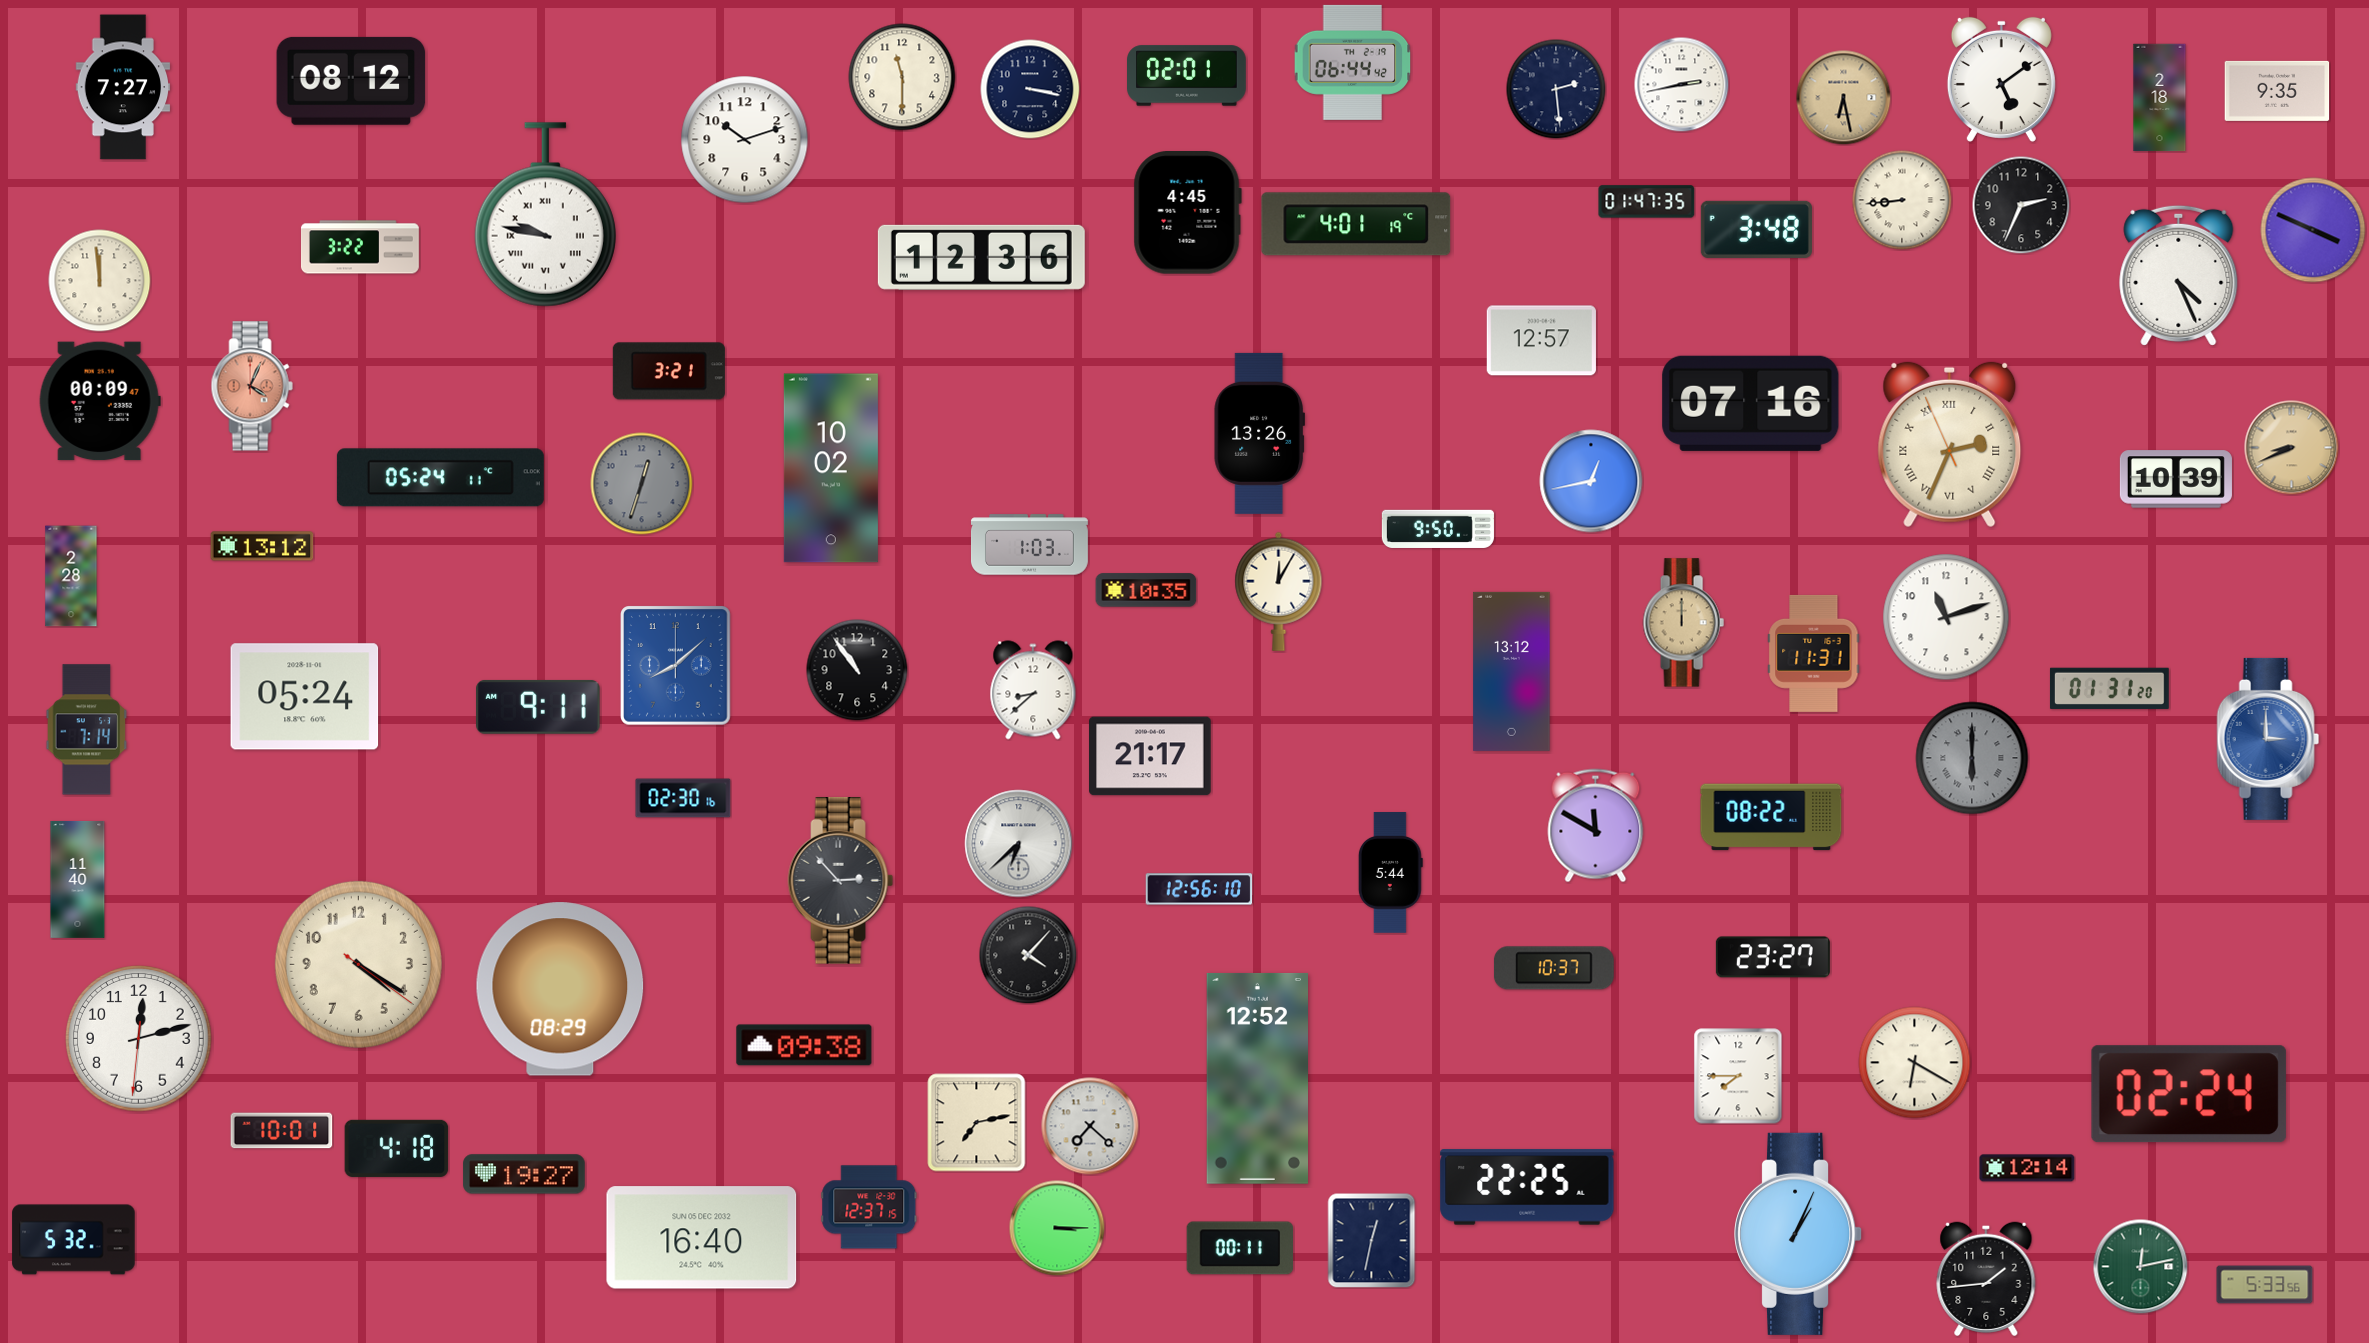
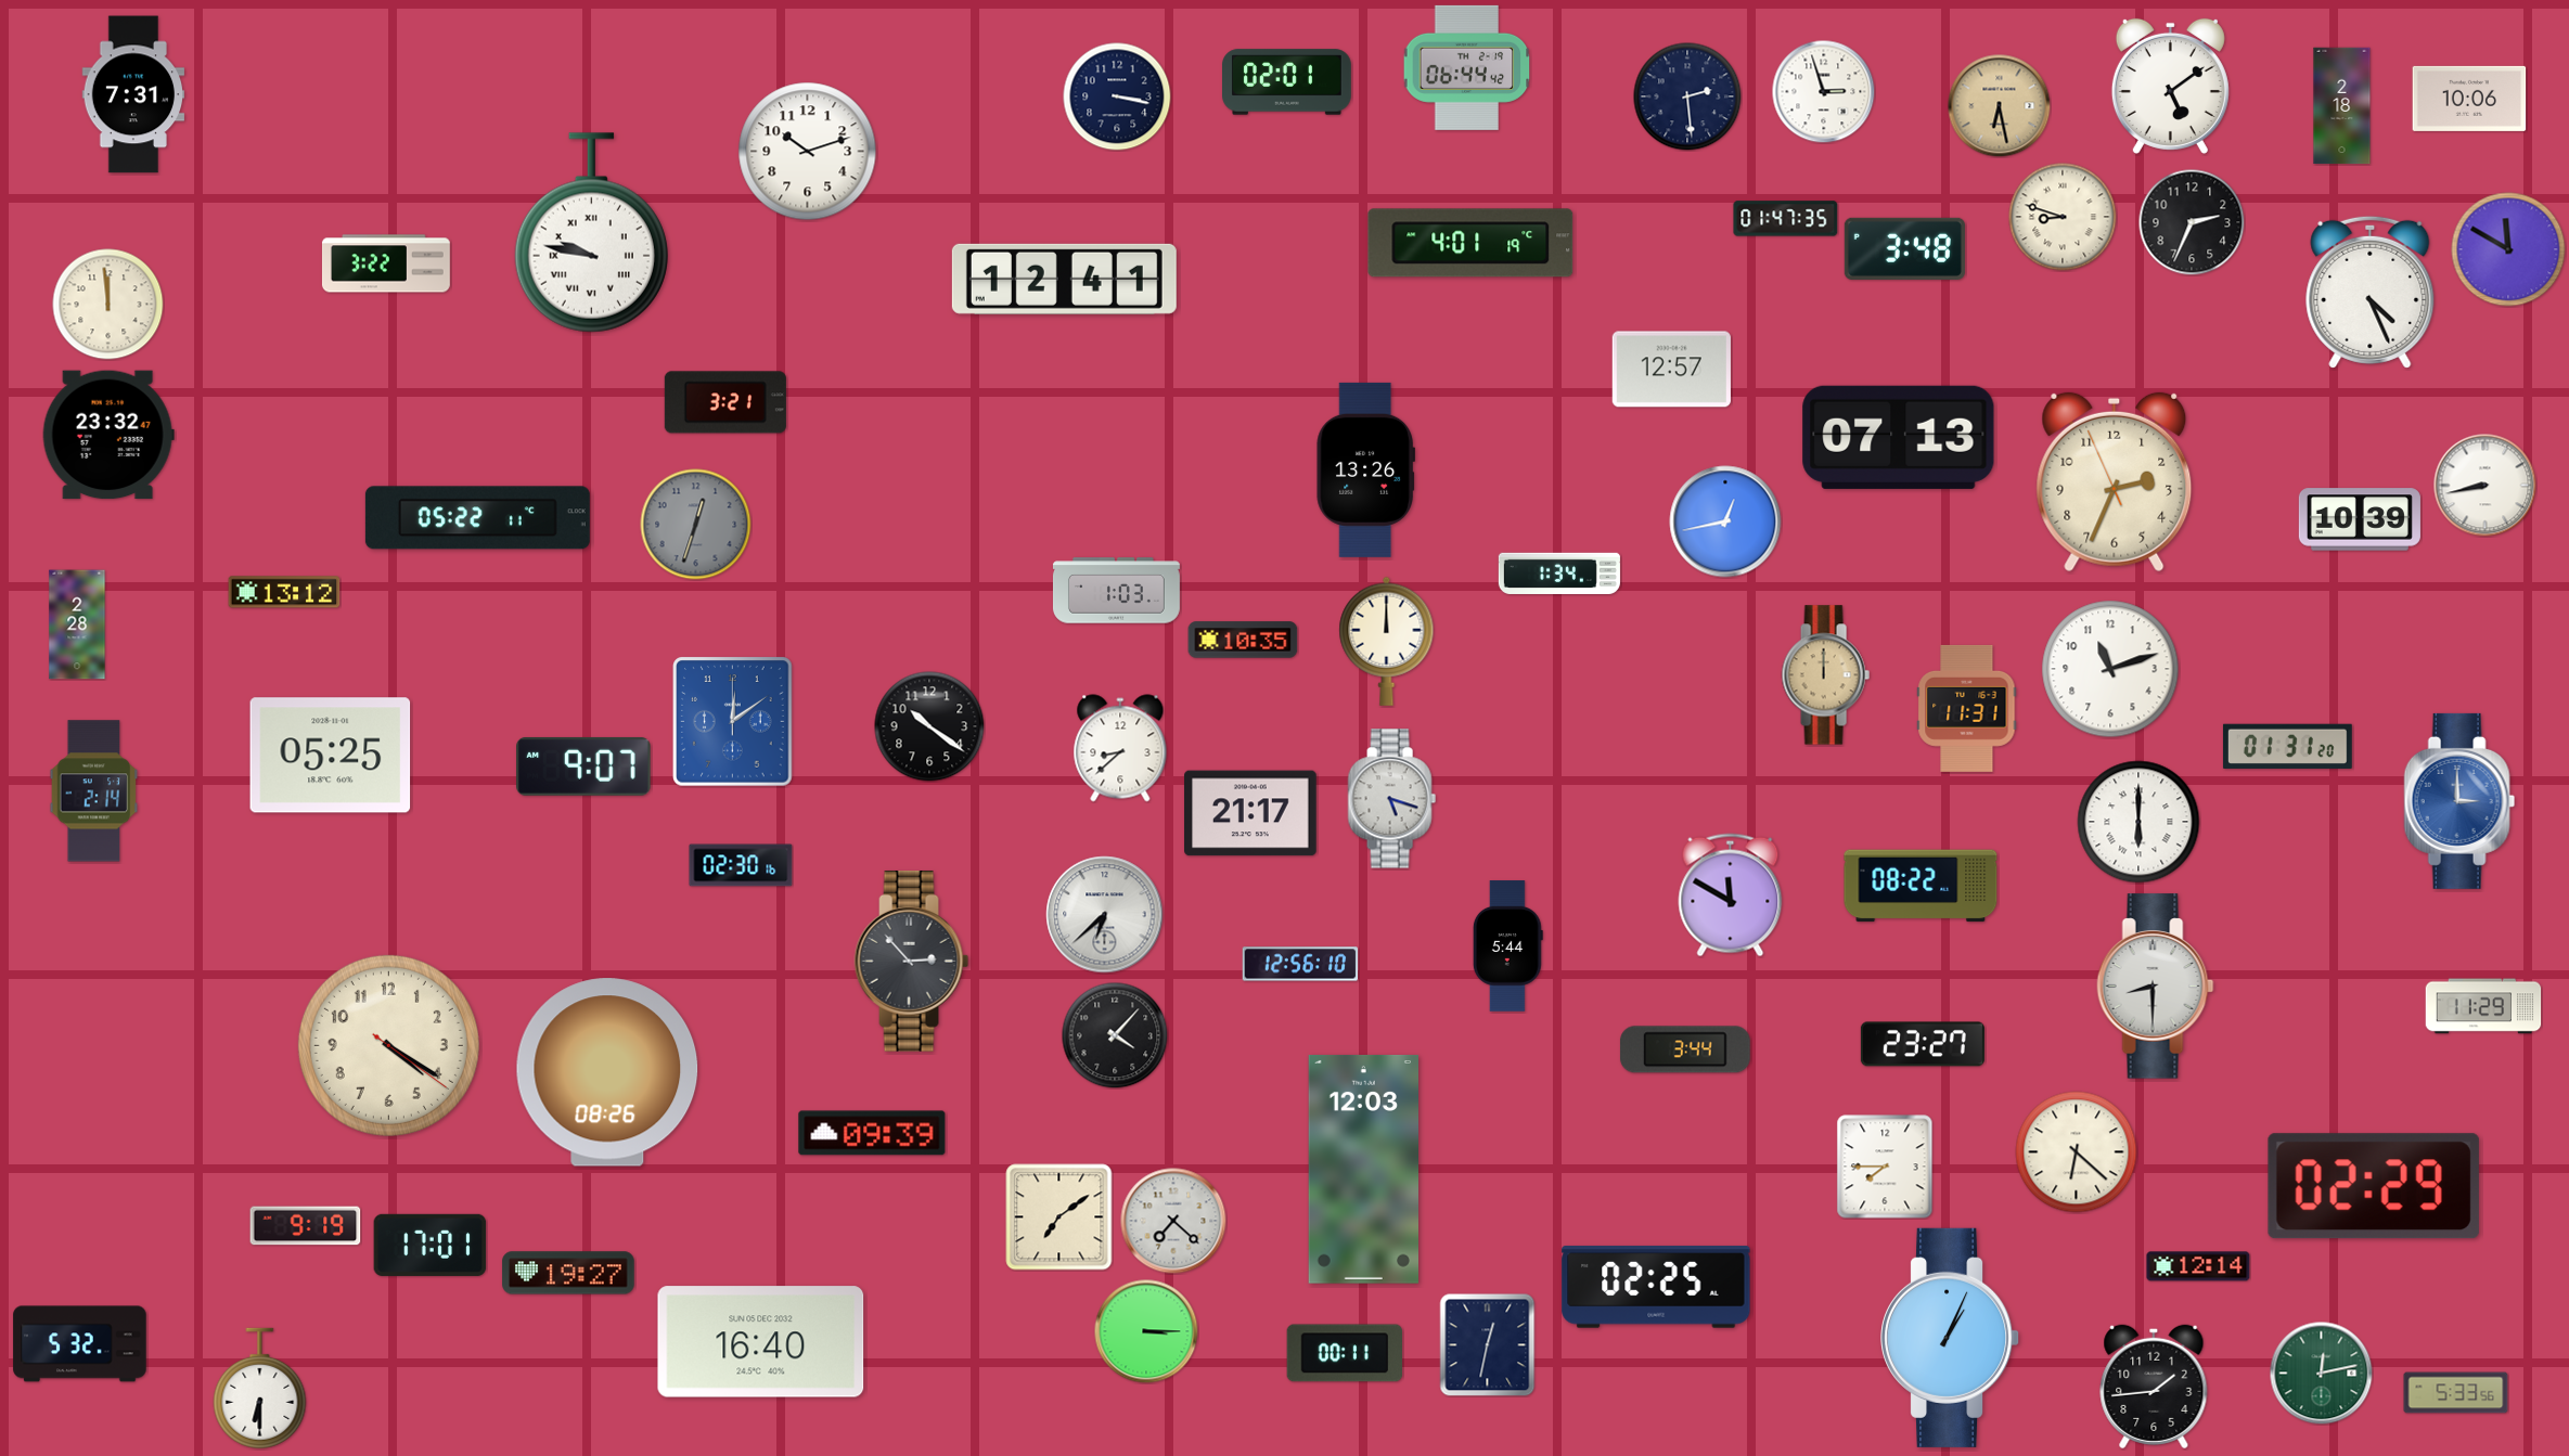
clock at (902, 77): 11:30 -> none
clock at (351, 81): 08:12 -> none
clock at (1681, 84): 2:43 -> 2:57
clock at (123, 87): 7:27 -> 7:31
clock at (2277, 91): 9:35 -> 10:06
clock at (1902, 200): 8:44 -> 8:48
clock at (1187, 213): 4:45 -> none
clock at (2313, 230): 3:49 -> 11:50
clock at (360, 247) position: (360, 247) -> (386, 263)
clock at (981, 257): 12:36 -> 12:41
clock at (2179, 275) position: (2179, 275) -> (2371, 292)
clock at (252, 386): 4:04 -> none
clock at (100, 401): 00:09 -> 23:32
clock at (1751, 403): 07:16 -> 07:13
clock at (1950, 445) numerals: Roman -> Arabic
clock at (2291, 447): 8:41 -> 8:43
clock at (2291, 447) dial: champagne -> white
clock at (831, 468): 10:02 -> none
clock at (440, 478): 05:24 -> 05:22
clock at (1438, 529): 9:50 -> 1:34
clock at (1279, 591): 12:05 -> 12:00
clock at (676, 666): 8:08 -> 12:09
clock at (857, 670): 10:54 -> 10:21
clock at (1512, 671): 13:12 -> none
clock at (305, 697): 05:24 -> 05:25
clock at (538, 707): 9:11 -> 9:07
clock at (87, 730): 7:14 -> 2:14
clock at (1391, 799): none -> 5:18
clock at (1150, 756) position: (1150, 756) -> (1250, 813)
clock at (1972, 758) dial: grey -> white
clock at (78, 879): 11:40 -> none
clock at (841, 881) position: (841, 881) -> (912, 962)
clock at (2156, 987): none -> 8:30
clock at (2483, 1006): none -> 11:29
clock at (1773, 957) position: (1773, 957) -> (1923, 1044)
clock at (1554, 968): 10:37 -> 3:44
clock at (560, 989): 08:29 -> 08:26
clock at (139, 1039): 12:12 -> none
clock at (804, 1045): 09:38 -> 09:39
clock at (1915, 1063): 6:20 -> 6:22
clock at (1257, 1078): 12:52 -> 12:03
clock at (2189, 1094): 02:24 -> 02:29
clock at (977, 1123): 7:13 -> 7:09
clock at (1090, 1126) position: (1090, 1126) -> (1173, 1221)
clock at (282, 1131): 10:01 -> 9:19
clock at (397, 1148): 4:18 -> 17:01
clock at (1527, 1187): 22:25 -> 02:25
clock at (869, 1207): 12:37 -> none
clock at (260, 1389): none -> 6:30
